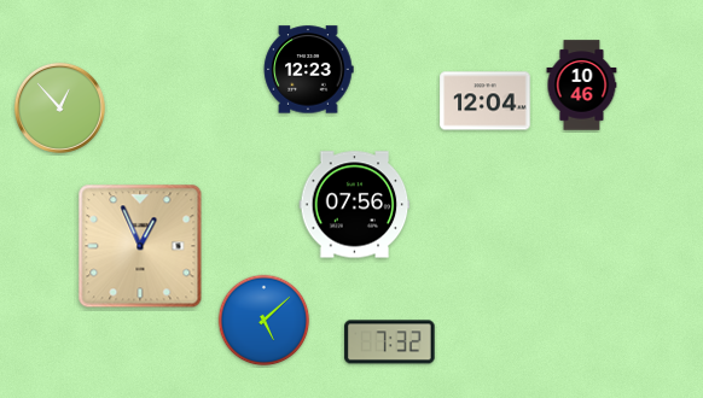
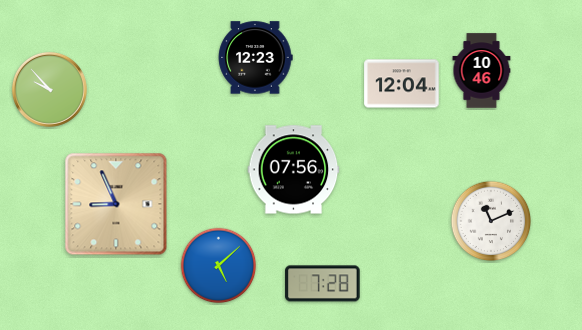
clock at (59, 107): 12:53 -> 9:53
clock at (140, 246): 12:56 -> 8:56
clock at (491, 221): none -> 11:11
clock at (390, 343): 7:32 -> 7:28
